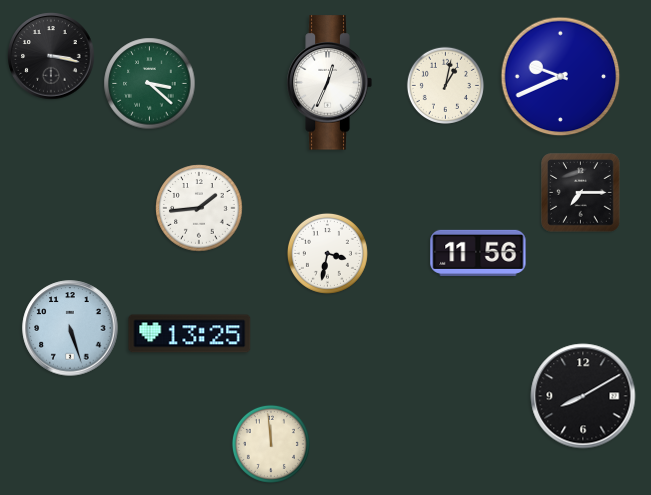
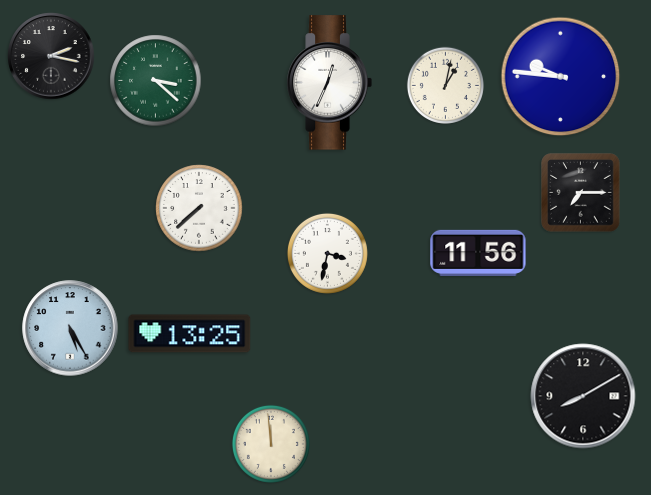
clock at (51, 56): 3:17 -> 2:17
clock at (561, 77): 9:41 -> 9:46
clock at (150, 84) position: (150, 84) -> (156, 81)
clock at (199, 208): 1:44 -> 7:38
clock at (70, 328): 5:27 -> 5:25
